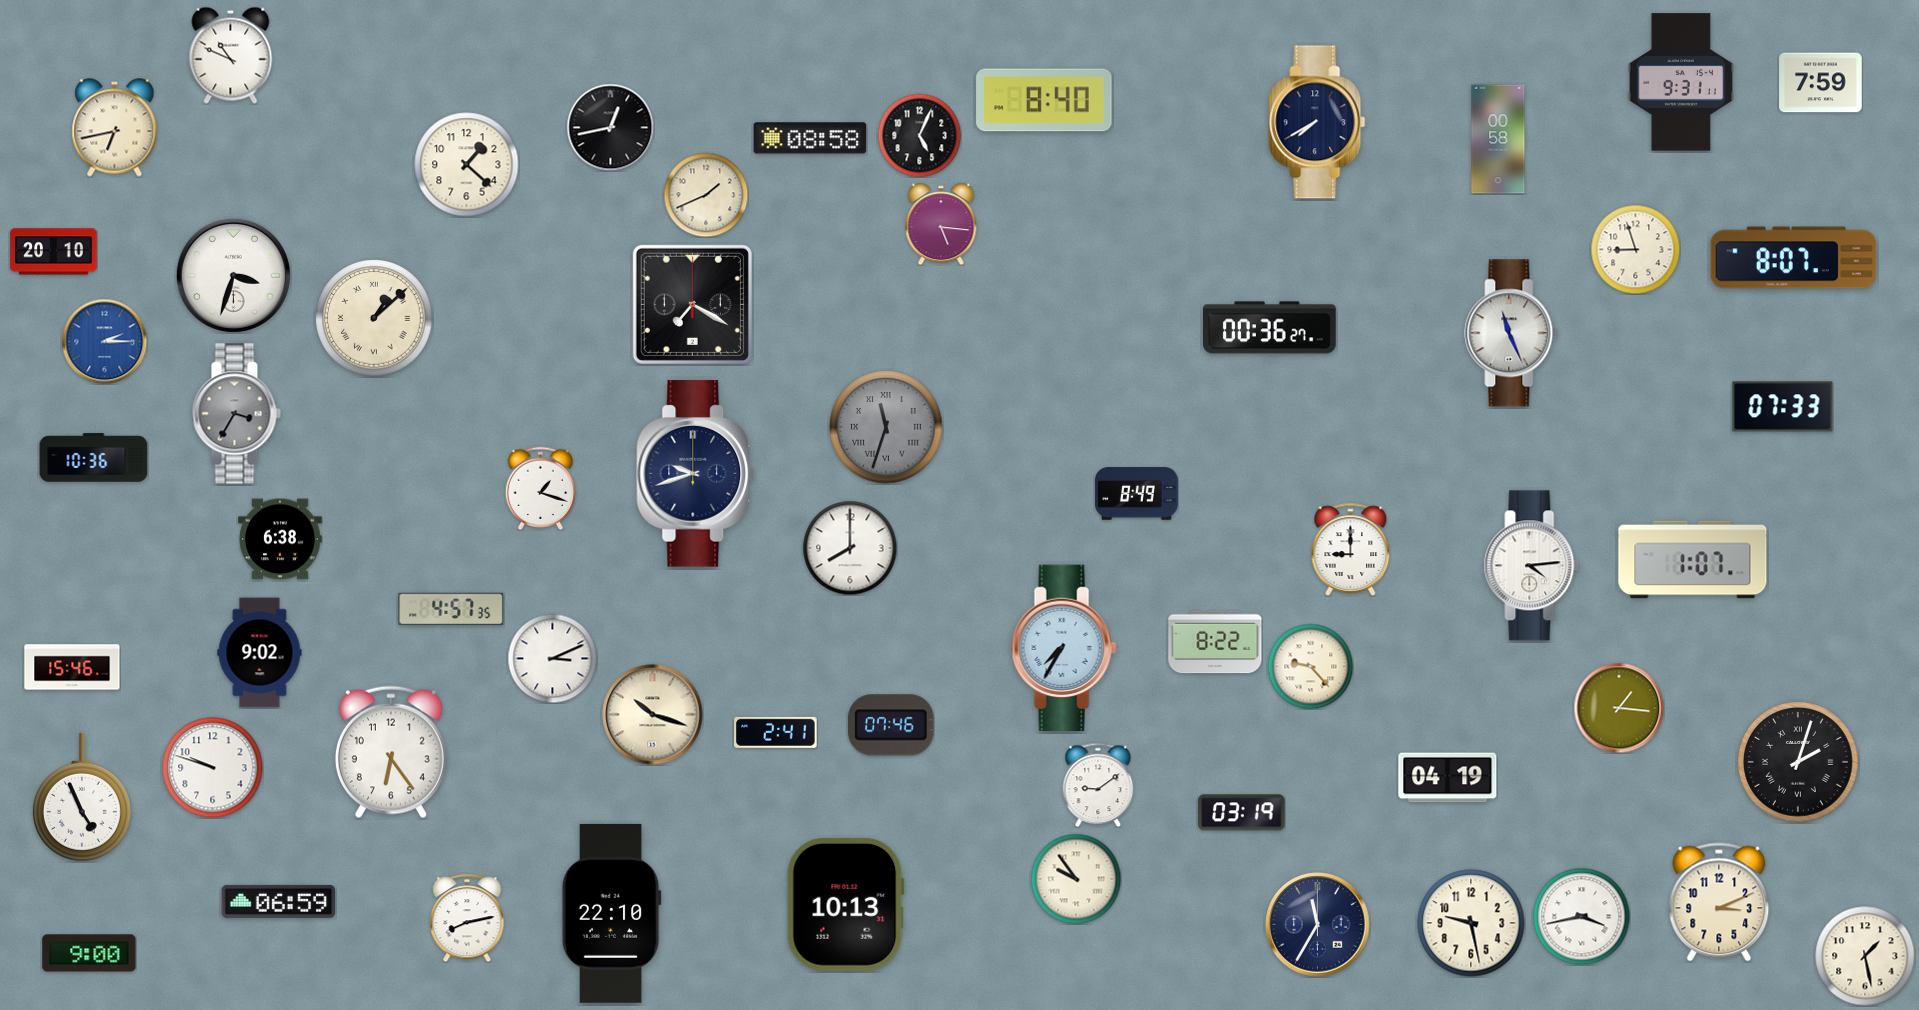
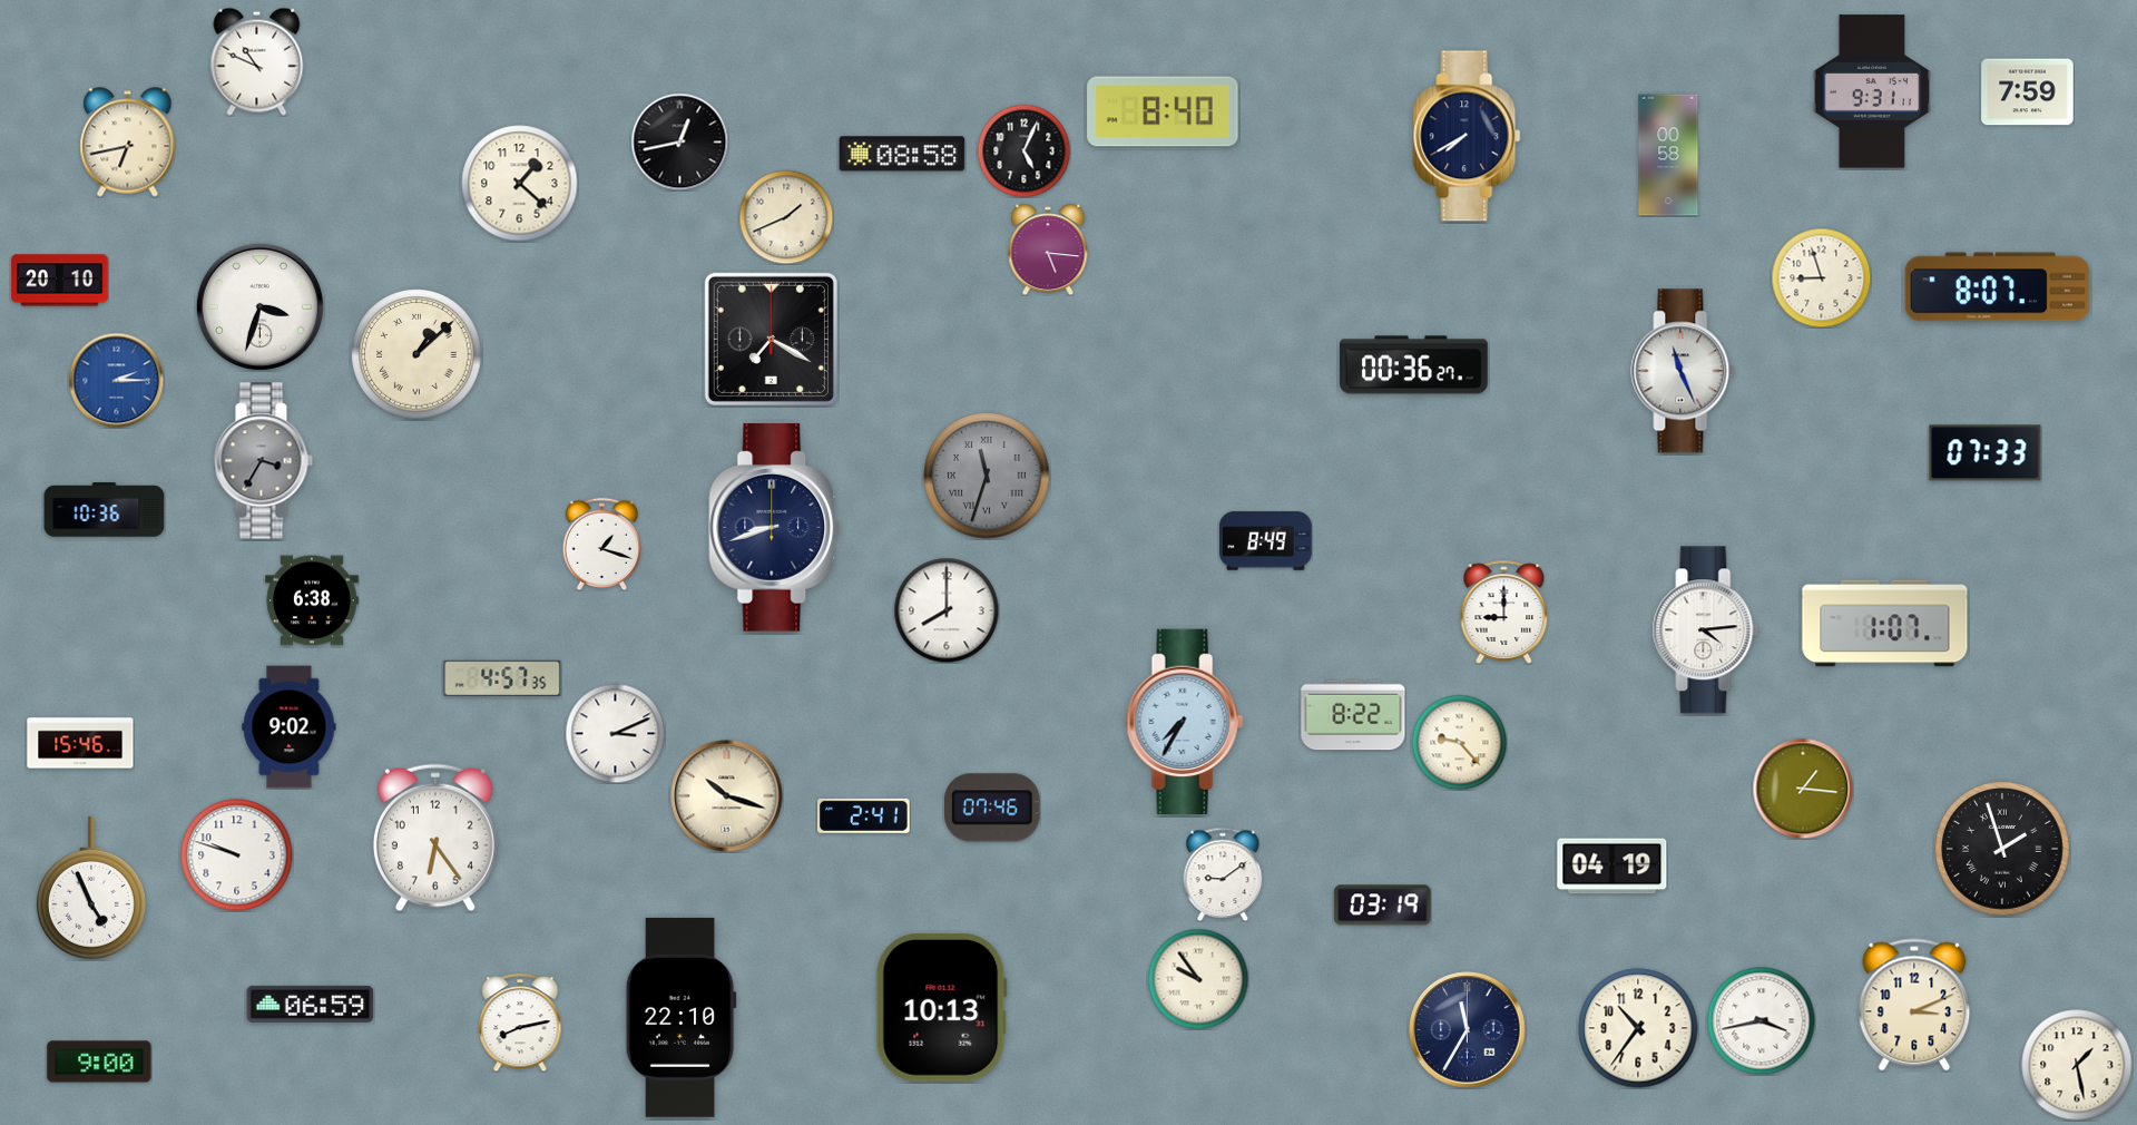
clock at (696, 474): 9:42 -> 8:42
clock at (1137, 494) position: (1137, 494) -> (1266, 541)
clock at (1798, 762): 2:03 -> 1:57
clock at (1471, 923): 9:28 -> 10:36
